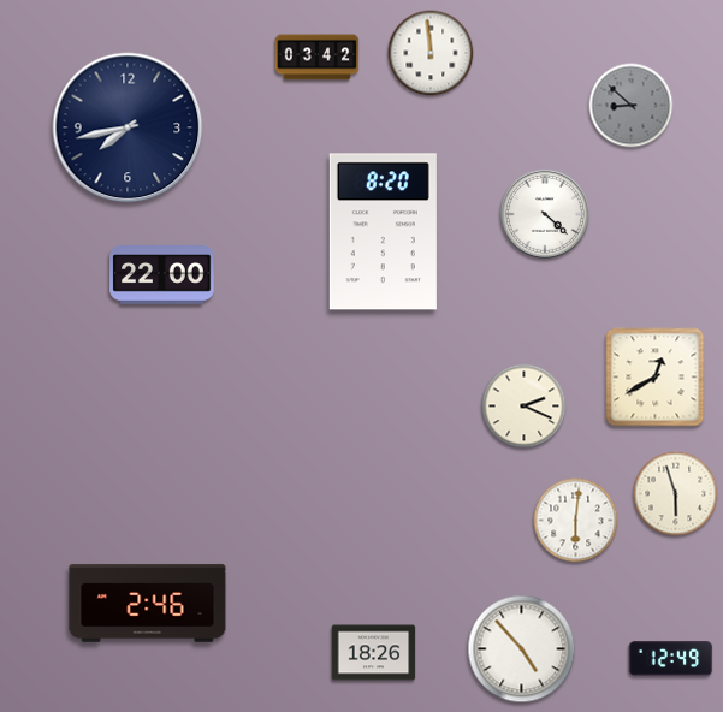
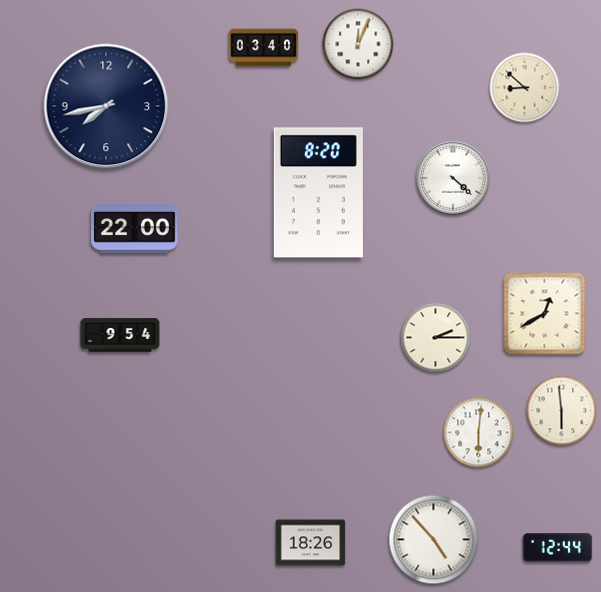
clock at (431, 53): 11:59 -> 12:04
clock at (318, 58): 03:42 -> 03:40
clock at (632, 106) dial: grey -> cream
clock at (120, 335): none -> 9:54
clock at (525, 407): 2:19 -> 2:15
clock at (676, 494): 5:57 -> 5:59
clock at (148, 604): 2:46 -> none
clock at (671, 659): 12:49 -> 12:44
